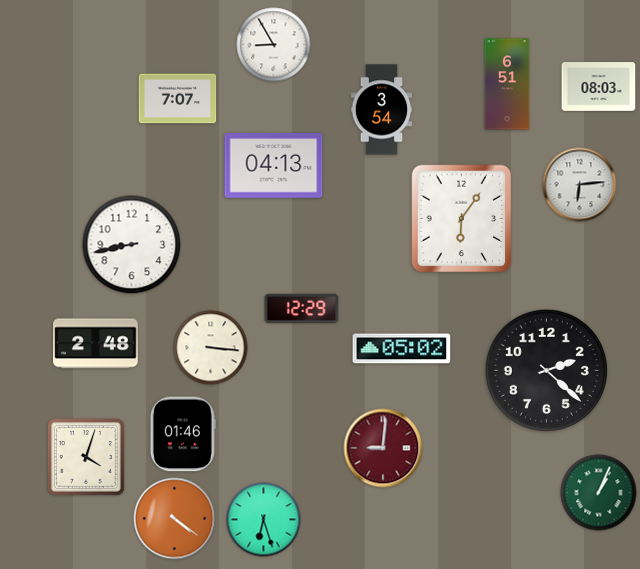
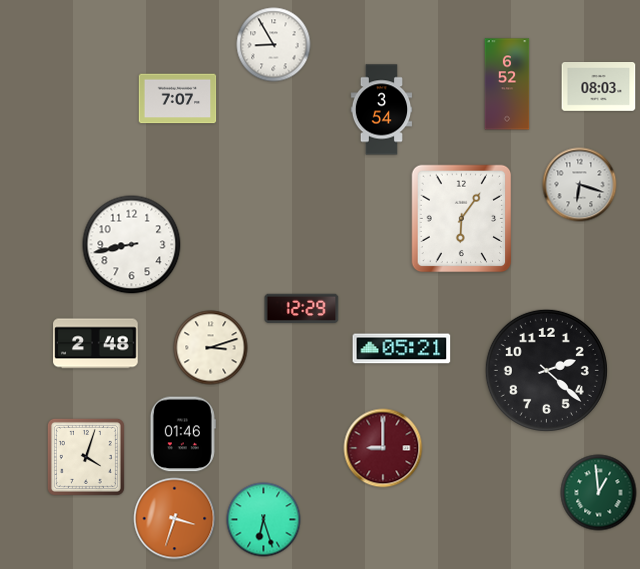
clock at (507, 84): 6:51 -> 6:52
clock at (274, 166): 04:13 -> none
clock at (580, 185): 6:14 -> 6:18
clock at (211, 348): 3:16 -> 3:12
clock at (402, 349): 05:02 -> 05:21
clock at (383, 448): 9:01 -> 9:00
clock at (599, 493): 1:04 -> 12:59
clock at (175, 519): 4:21 -> 3:33
